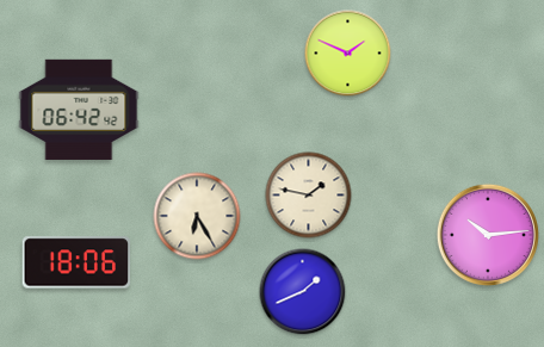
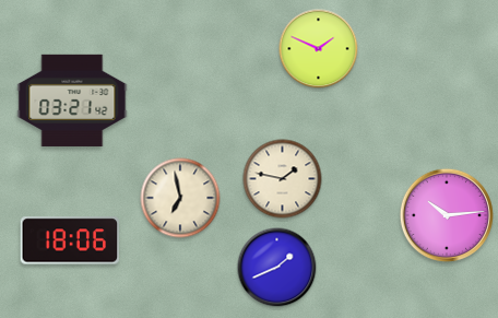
clock at (79, 110): 06:42 -> 03:21
clock at (197, 216): 6:25 -> 6:58
